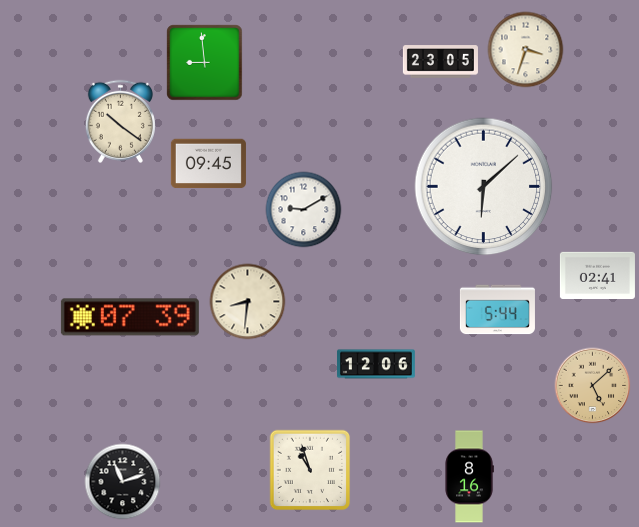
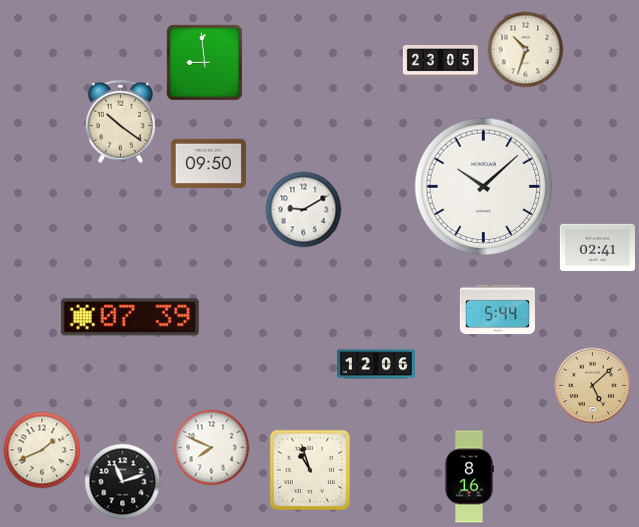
clock at (526, 50): 3:33 -> 10:33
clock at (208, 164): 09:45 -> 09:50
clock at (484, 187): 6:08 -> 10:08
clock at (597, 275) position: (597, 275) -> (597, 247)
clock at (248, 302): 8:31 -> none
clock at (212, 448): none -> 7:49
clock at (42, 450): none -> 1:41
